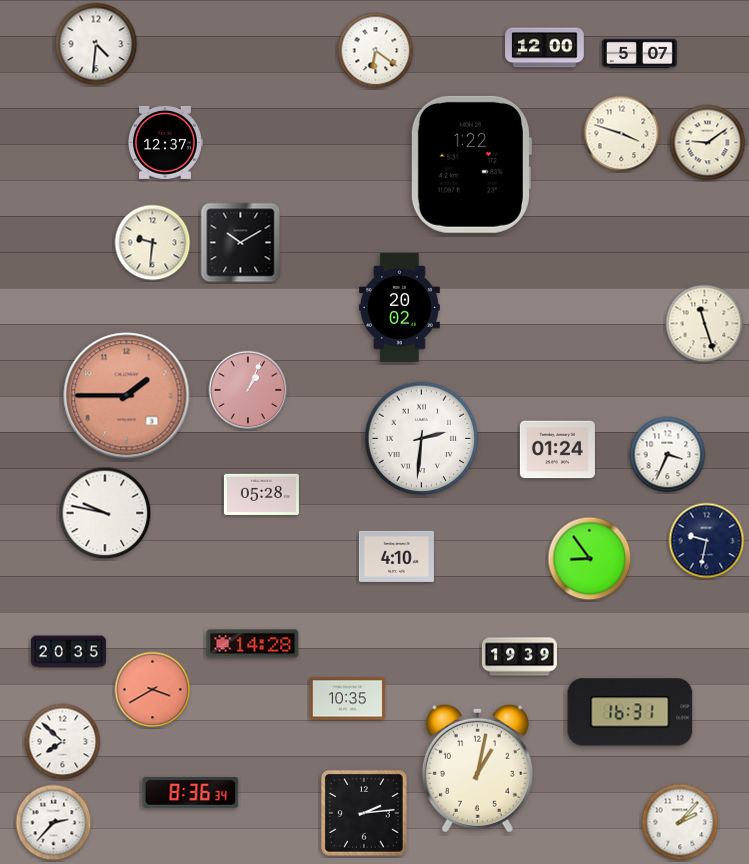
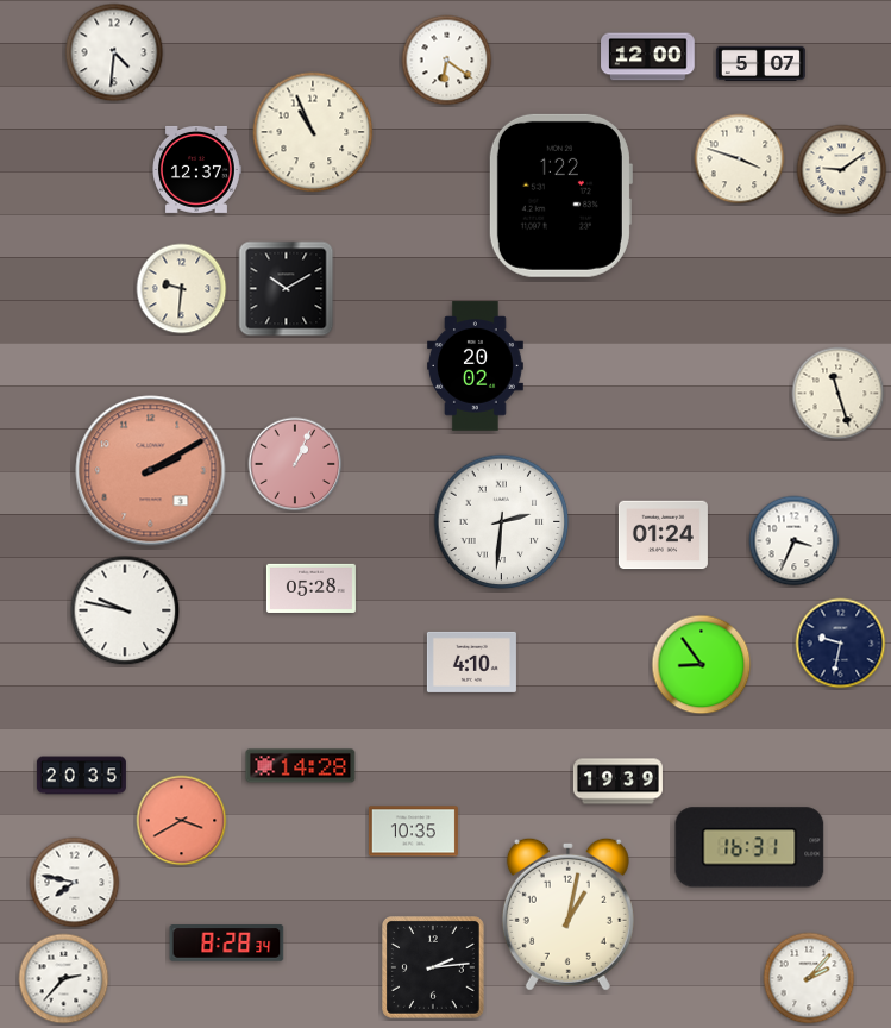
clock at (313, 132): none -> 10:56
clock at (705, 324) position: (705, 324) -> (839, 394)
clock at (127, 396): 1:45 -> 2:10
clock at (63, 742): 7:52 -> 7:47
clock at (191, 793): 8:36 -> 8:28
